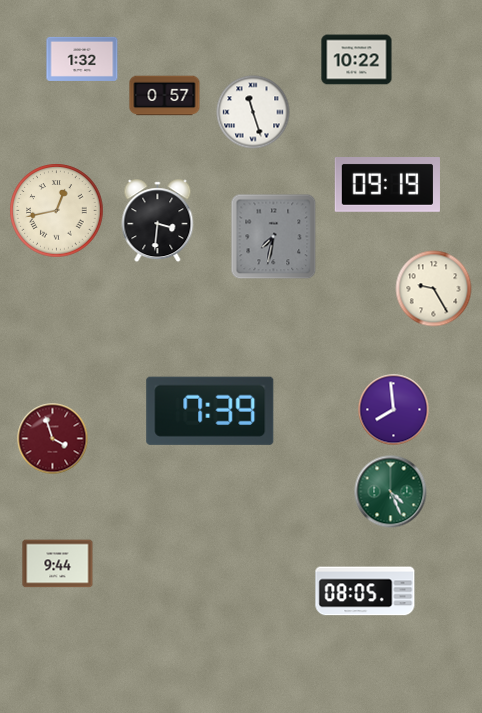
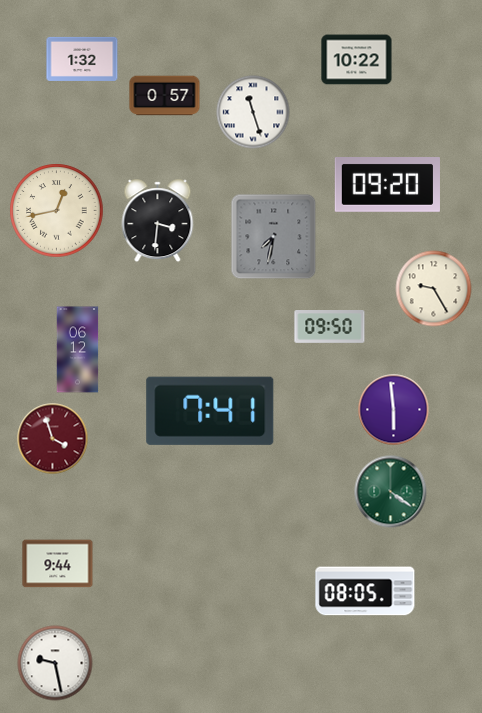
clock at (387, 185): 09:19 -> 09:20
clock at (330, 327): none -> 09:50
clock at (78, 350): none -> 06:12
clock at (394, 410): 7:59 -> 5:59
clock at (210, 411): 7:39 -> 7:41
clock at (391, 492): 4:26 -> 4:21
clock at (55, 663): none -> 9:28
